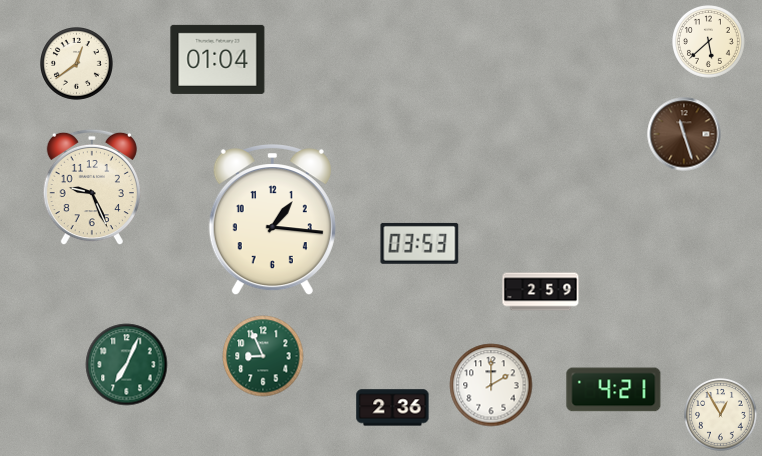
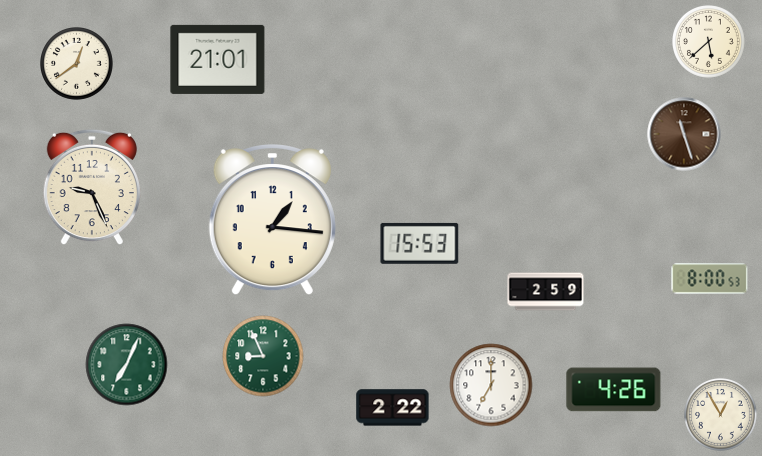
clock at (218, 59): 01:04 -> 21:01
clock at (420, 243): 03:53 -> 15:53
clock at (710, 279): none -> 8:00
clock at (541, 292) position: (541, 292) -> (546, 292)
clock at (491, 385): 2:00 -> 7:00
clock at (614, 390): 4:21 -> 4:26
clock at (393, 408): 2:36 -> 2:22
